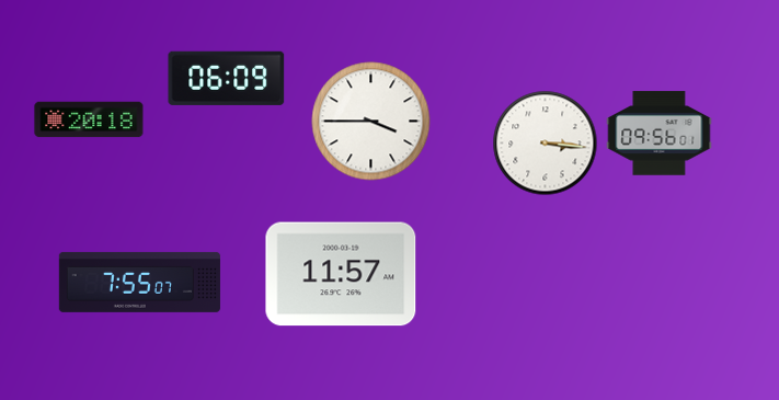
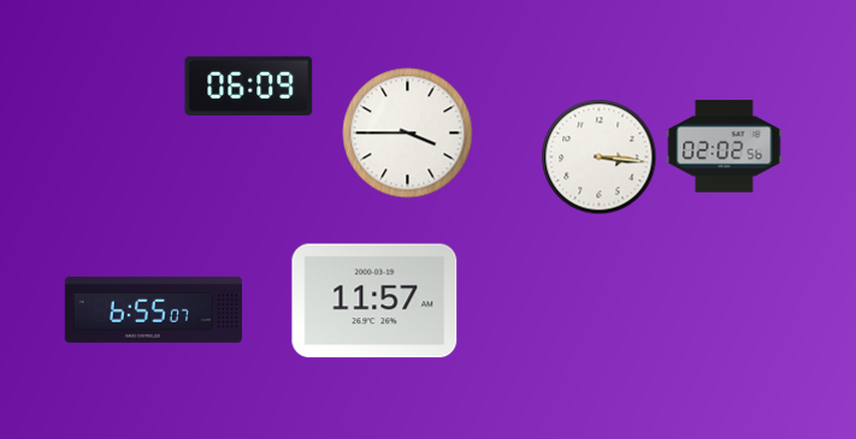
clock at (89, 119): 20:18 -> none
clock at (660, 134): 09:56 -> 02:02
clock at (139, 282): 7:55 -> 6:55
